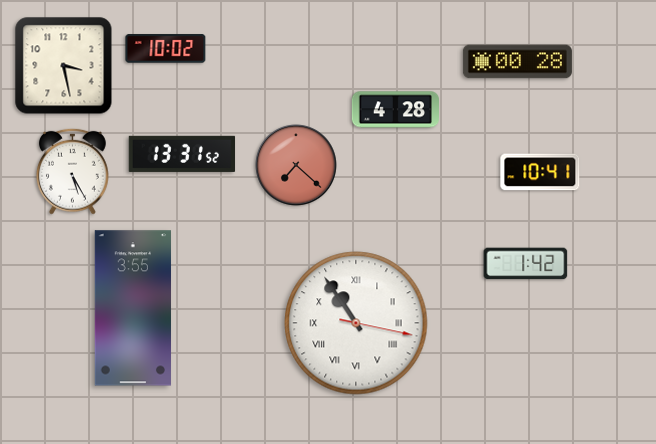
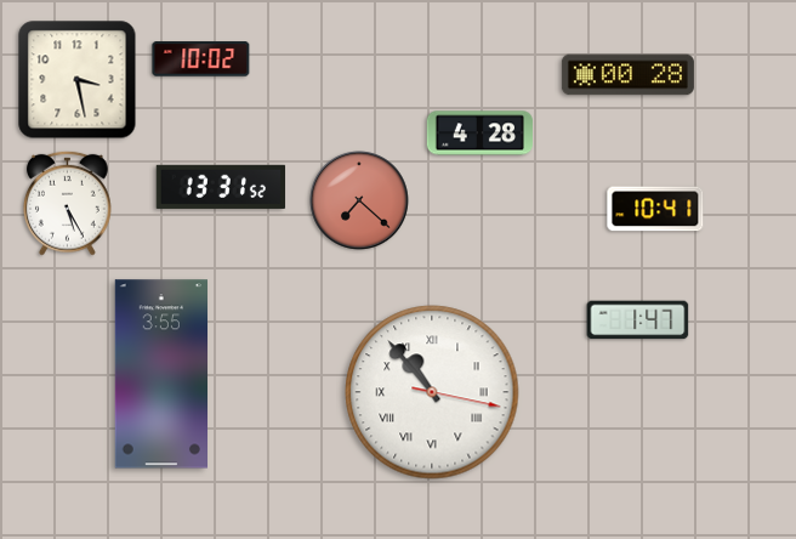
clock at (72, 171) position: (72, 171) -> (67, 203)
clock at (526, 264): 1:42 -> 1:47
clock at (356, 323): 10:54 -> 10:53
